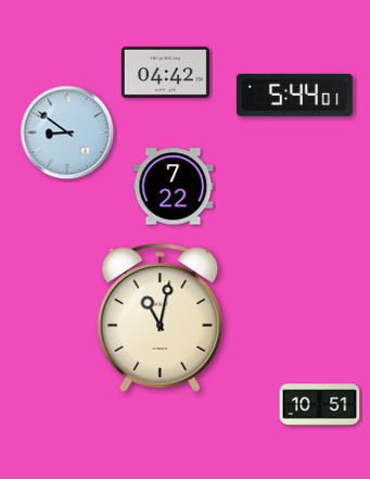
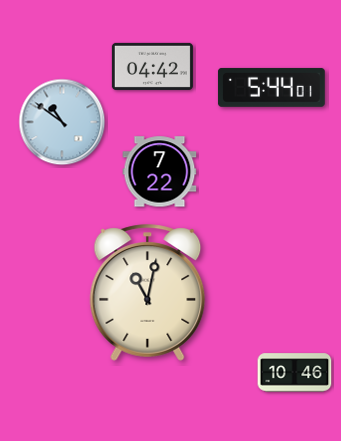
clock at (67, 133): 8:51 -> 10:51
clock at (320, 405): 10:51 -> 10:46
